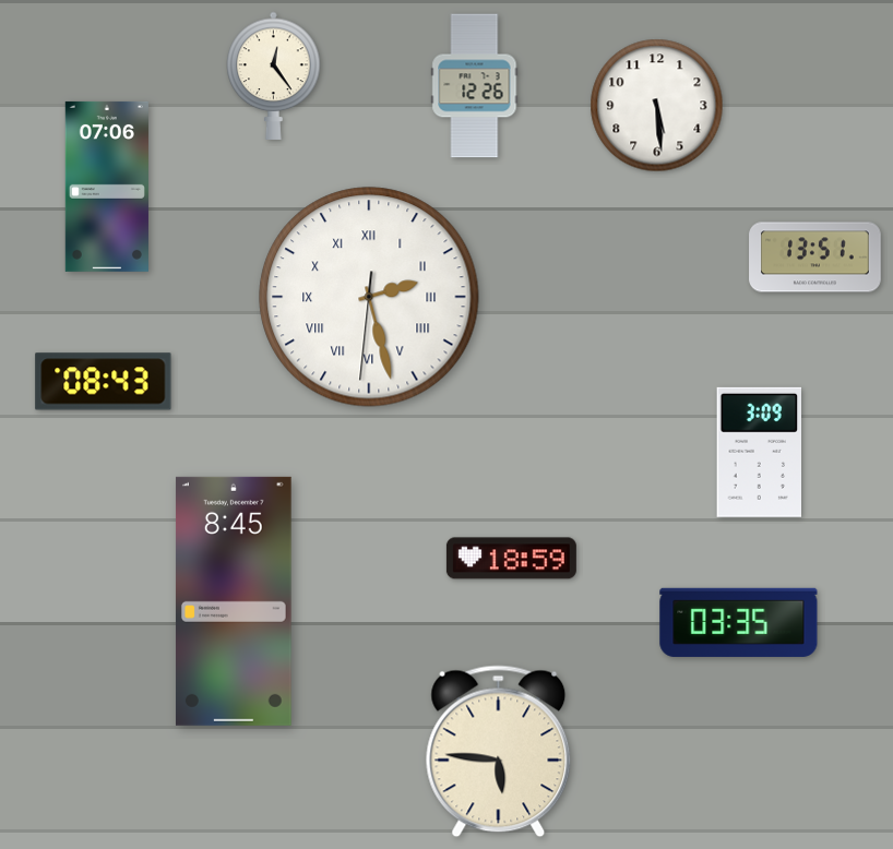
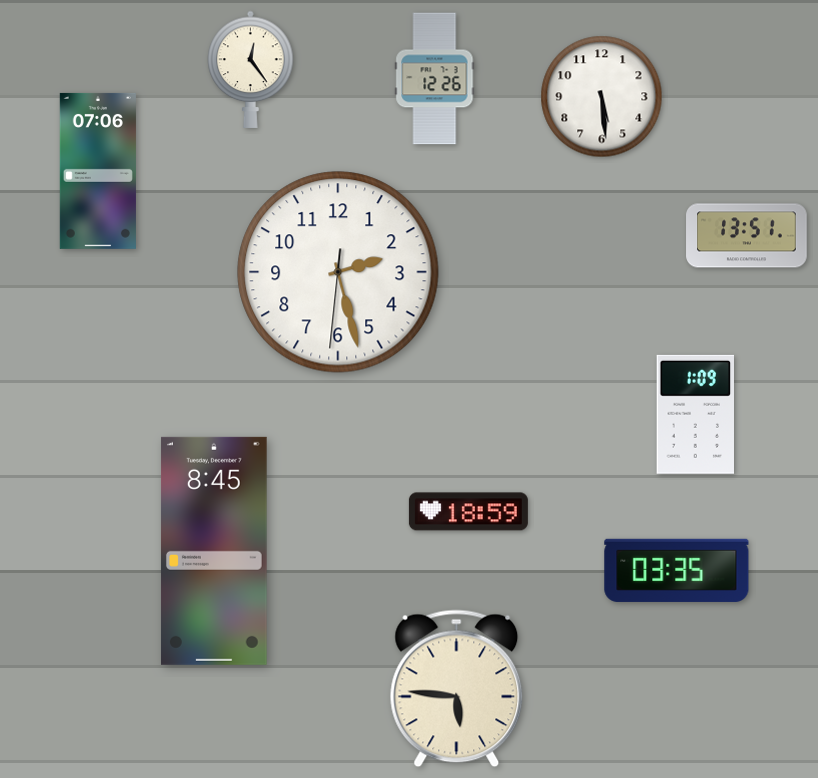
clock at (369, 297) numerals: Roman -> Arabic
clock at (104, 382): 08:43 -> none
clock at (760, 452): 3:09 -> 1:09
